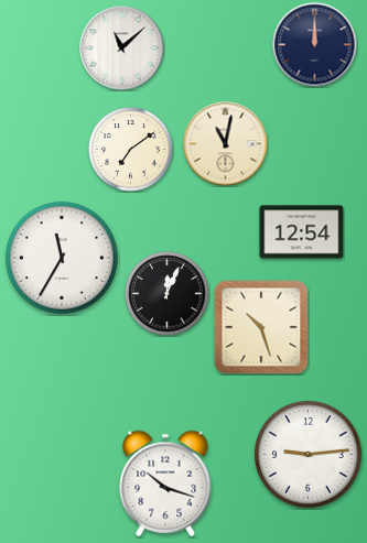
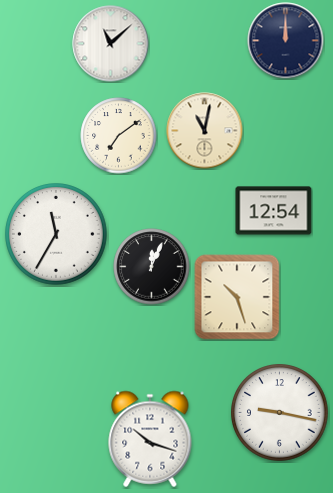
clock at (309, 455): 9:14 -> 9:17
